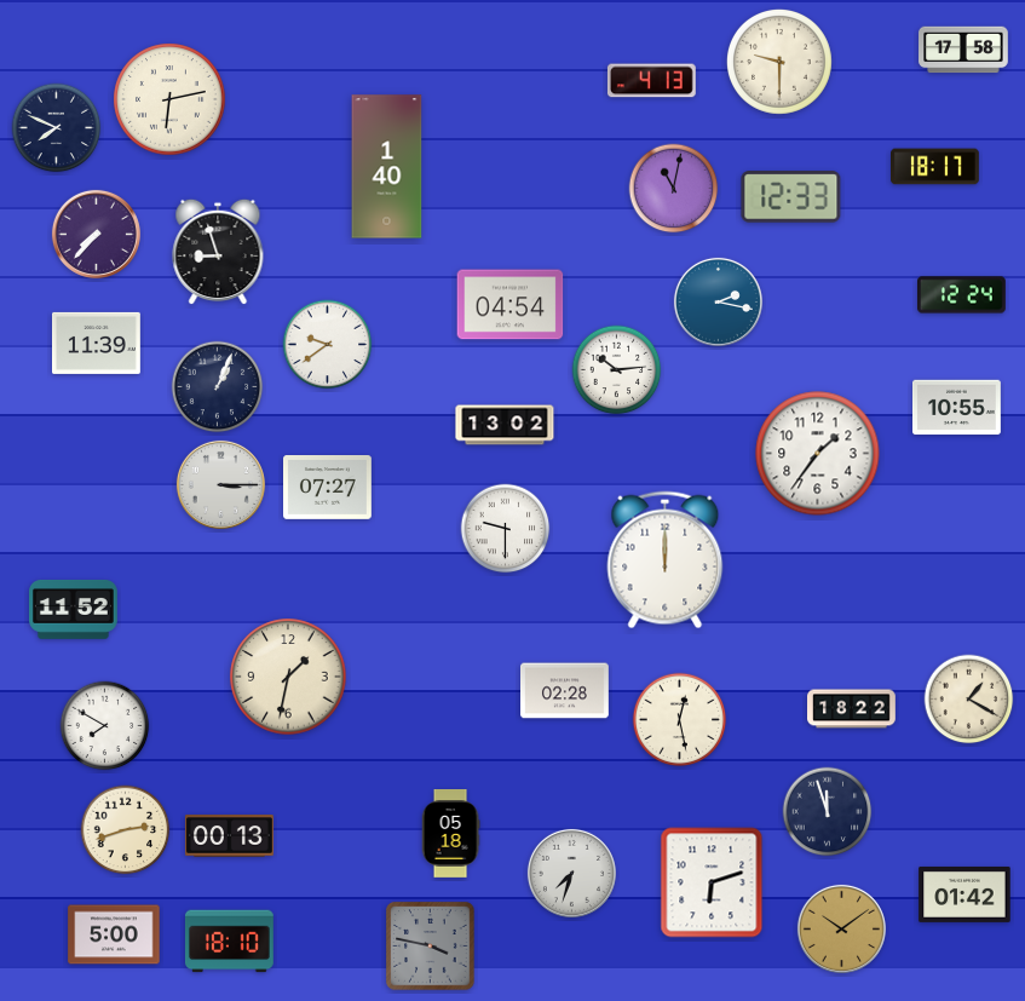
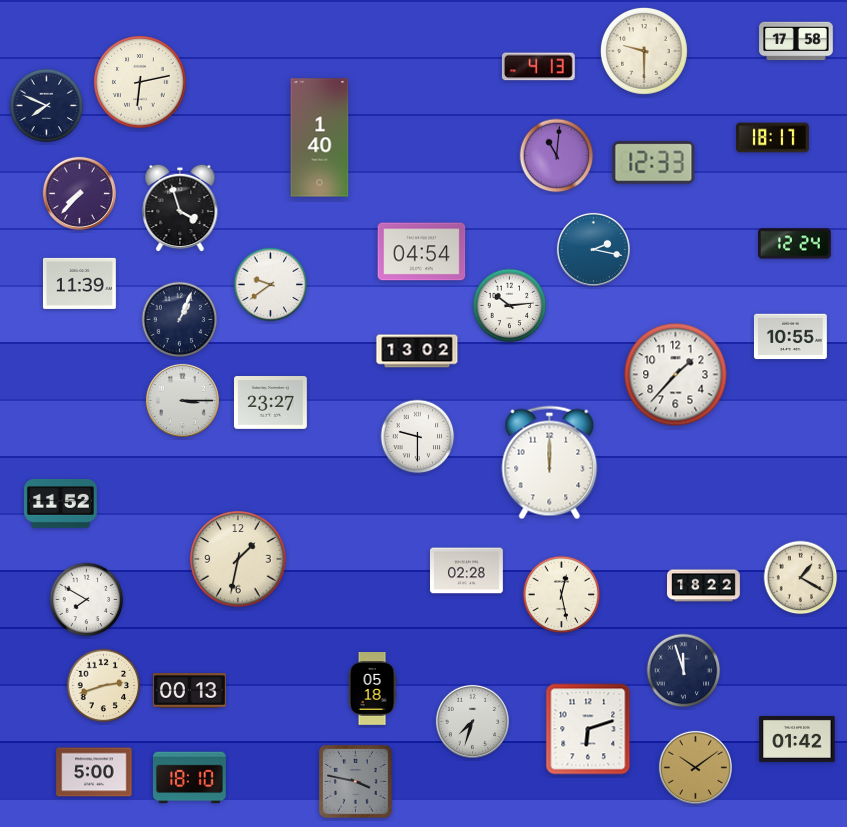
clock at (674, 189): 11:02 -> 11:01
clock at (218, 252): 8:57 -> 3:57
clock at (818, 454): 1:36 -> 1:37
clock at (328, 488): 07:27 -> 23:27
